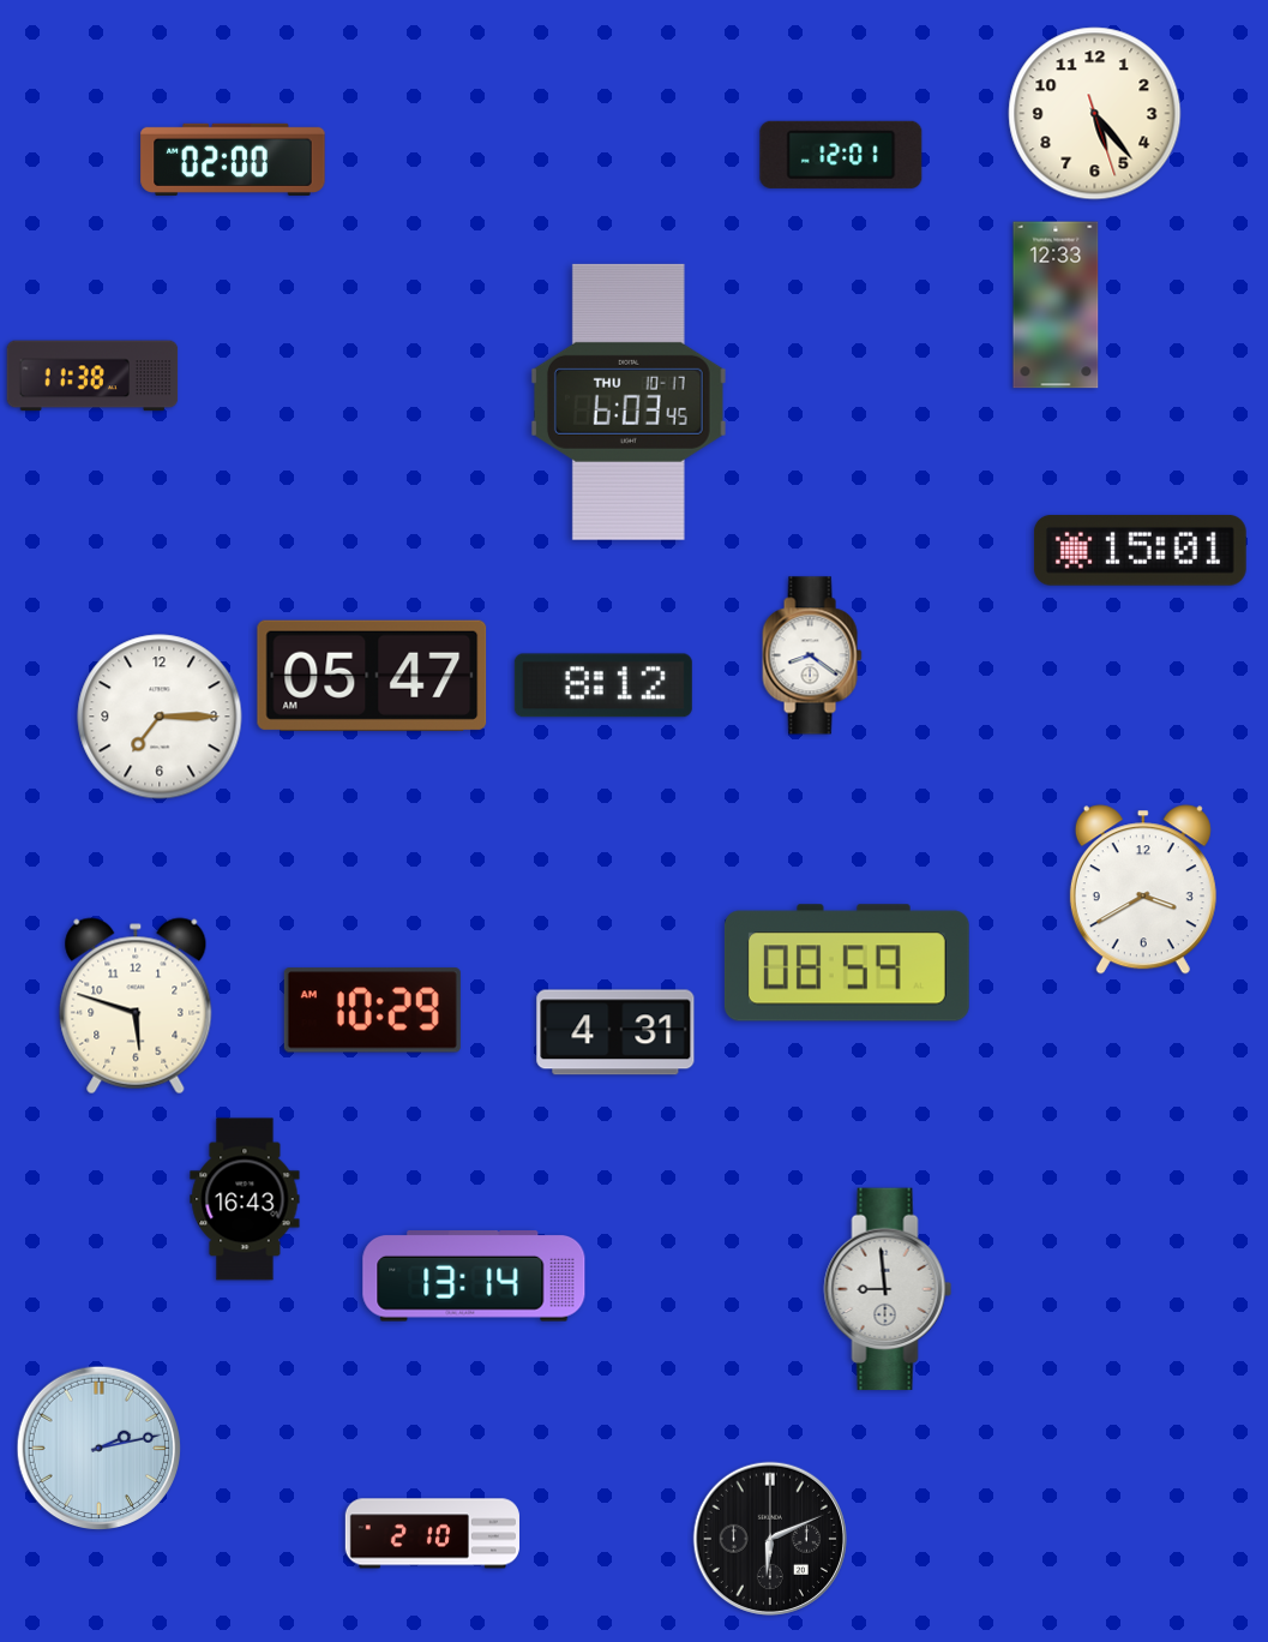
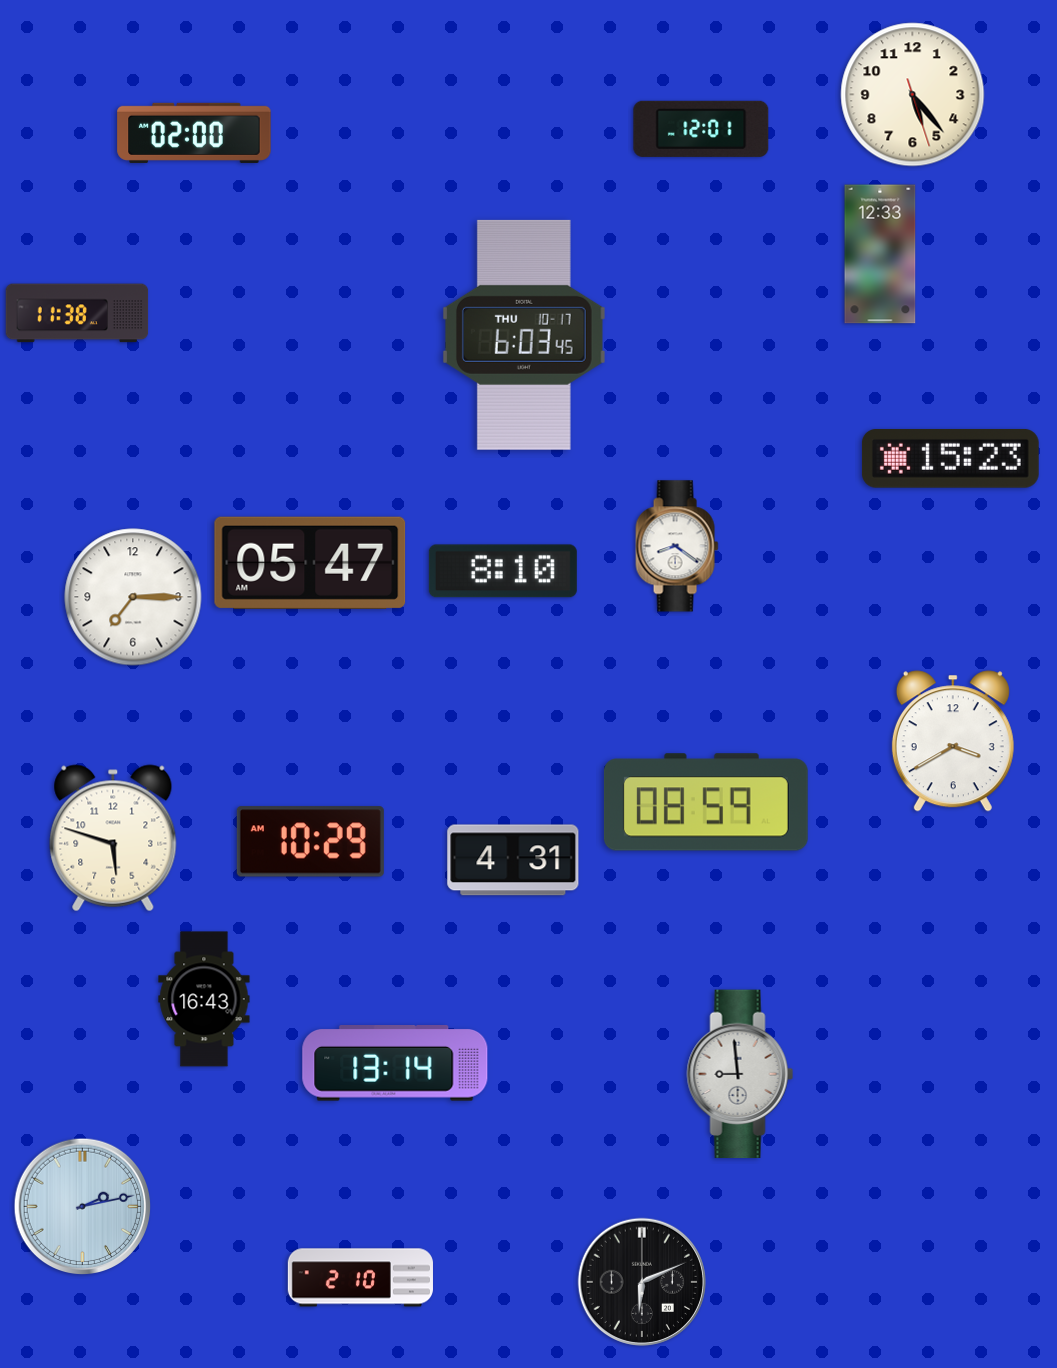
clock at (1140, 550): 15:01 -> 15:23
clock at (603, 685): 8:12 -> 8:10
